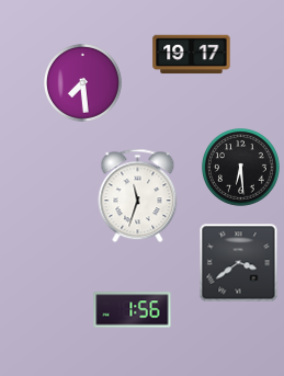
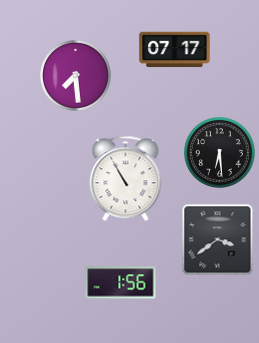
clock at (192, 55): 19:17 -> 07:17
clock at (138, 196): 11:33 -> 10:55
